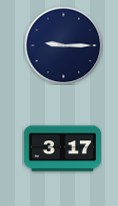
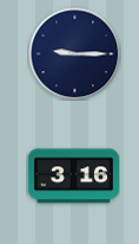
clock at (62, 149): 3:17 -> 3:16
